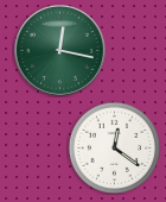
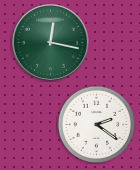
clock at (114, 147): 12:21 -> 2:21
